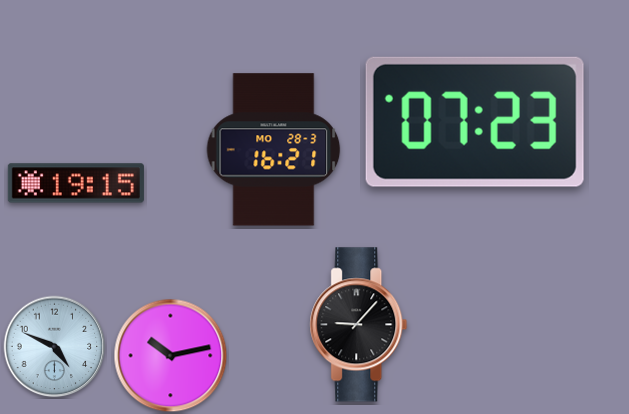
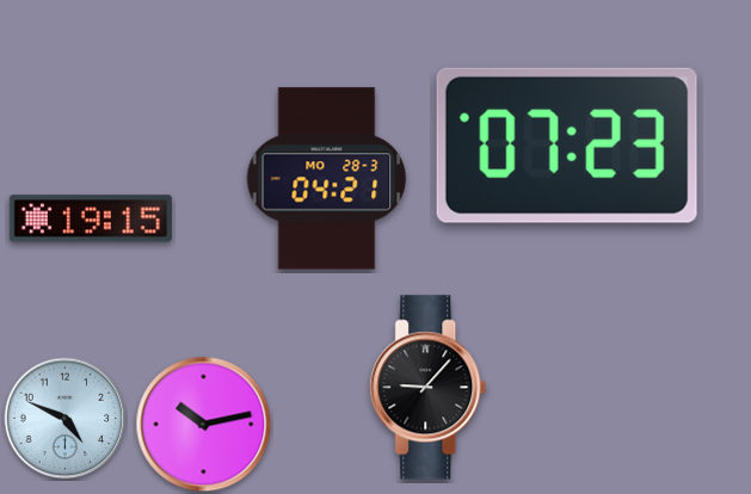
clock at (274, 150): 16:21 -> 04:21
clock at (55, 347) position: (55, 347) -> (66, 419)
